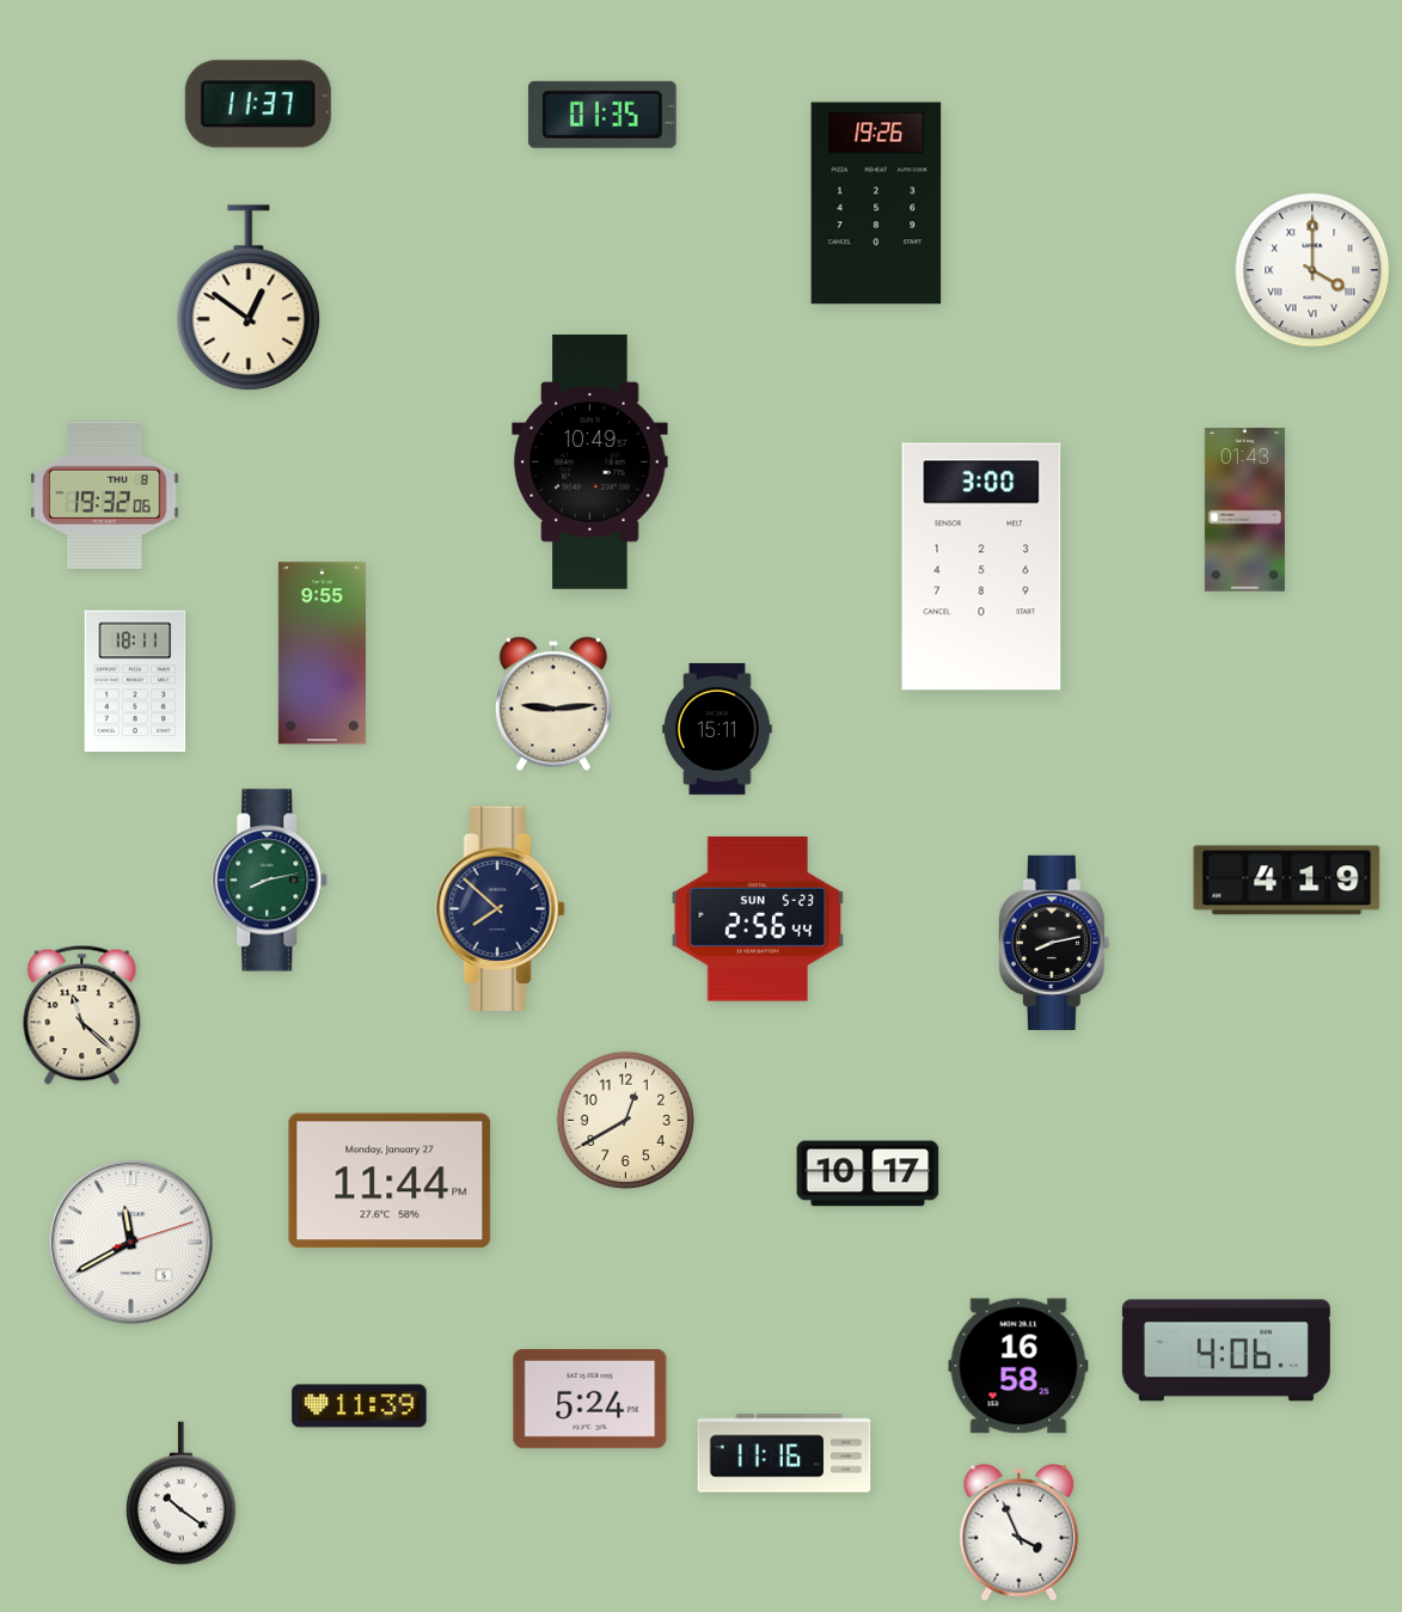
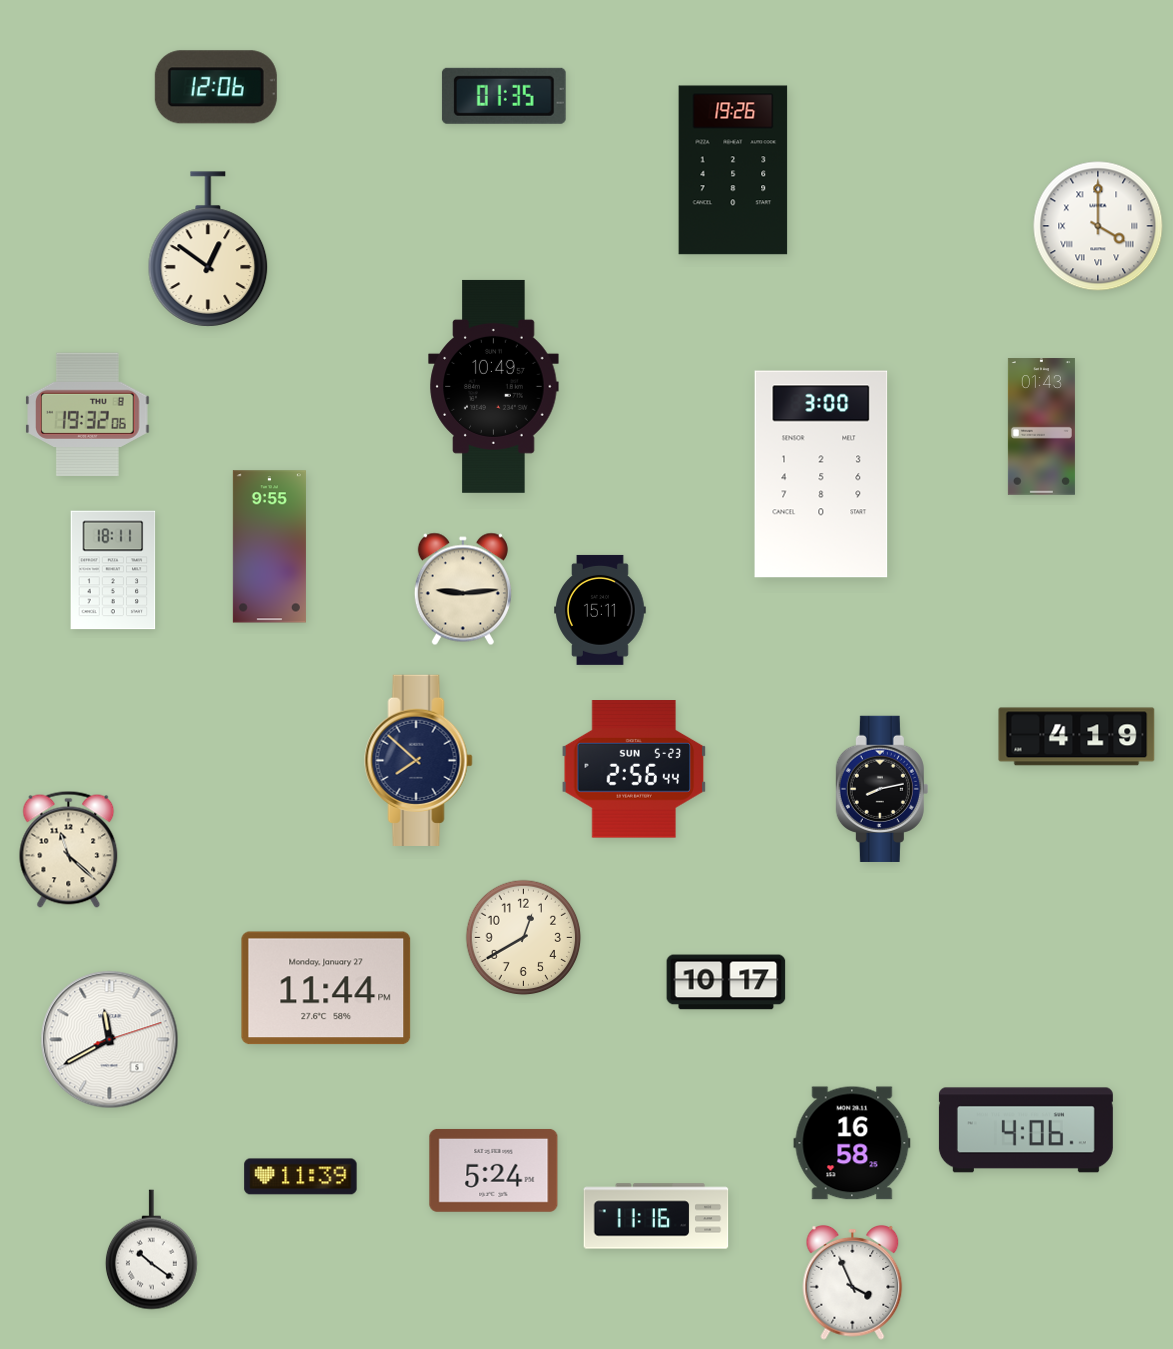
clock at (258, 104): 11:37 -> 12:06
clock at (270, 881): 8:13 -> none
